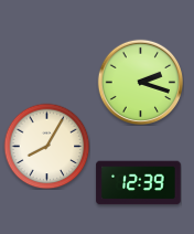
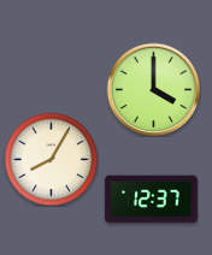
clock at (140, 82): 2:18 -> 4:00
clock at (139, 183): 12:39 -> 12:37
